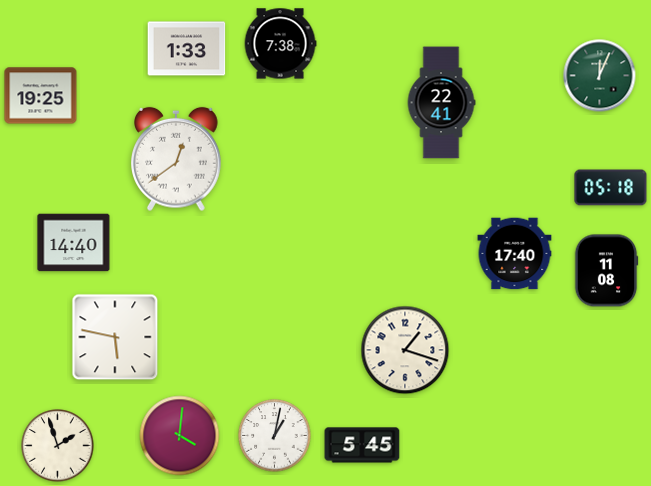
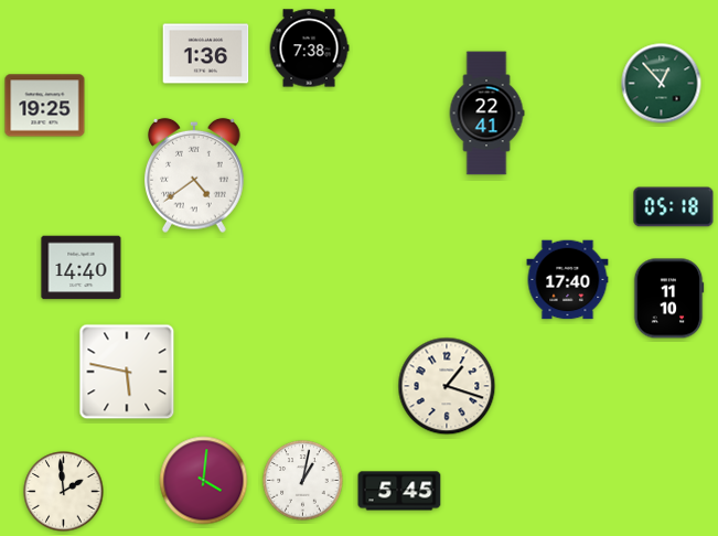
clock at (187, 49): 1:33 -> 1:36
clock at (600, 76): 12:04 -> 12:53
clock at (177, 159): 12:39 -> 4:39
clock at (606, 271): 11:08 -> 11:10
clock at (180, 436) position: (180, 436) -> (204, 481)
clock at (58, 446): 1:57 -> 1:59
